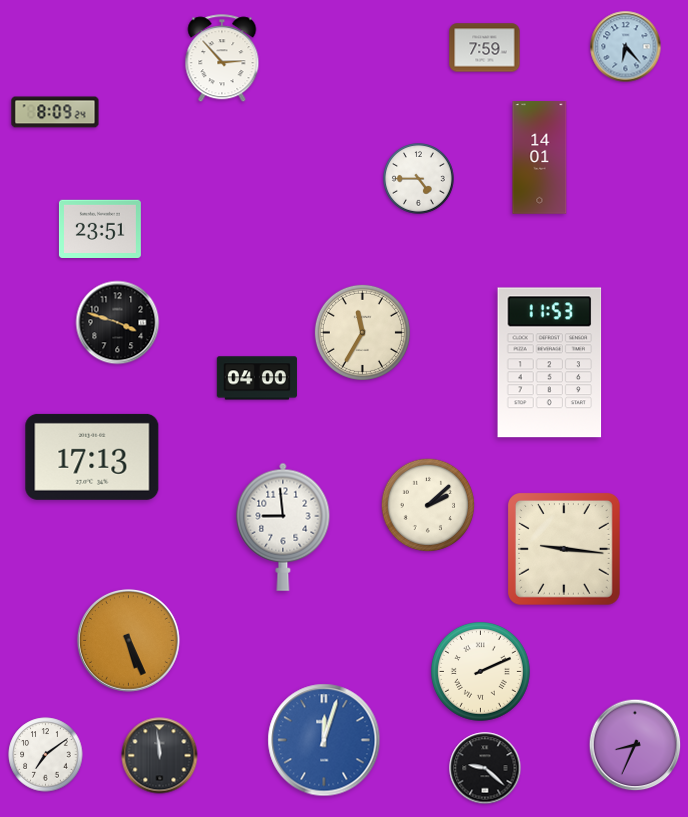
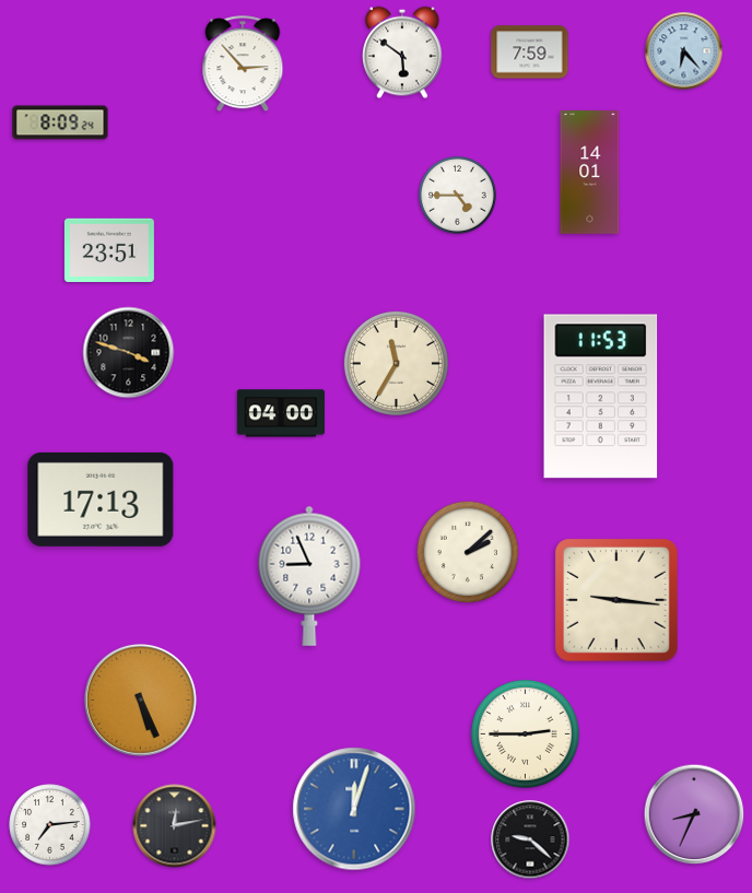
clock at (402, 52): none -> 5:51
clock at (283, 527): 8:59 -> 8:56
clock at (481, 672): 2:11 -> 2:45
clock at (46, 755): 7:09 -> 7:14
clock at (160, 756): 11:59 -> 12:13
